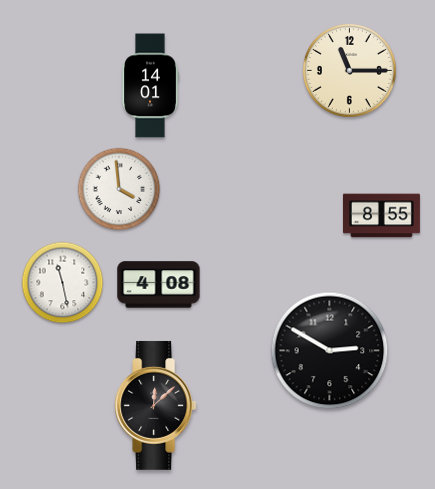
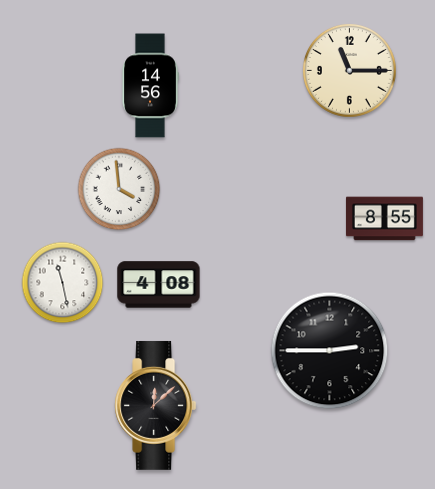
clock at (150, 86): 14:01 -> 14:56
clock at (381, 216) position: (381, 216) -> (384, 219)
clock at (330, 351): 2:50 -> 2:45
